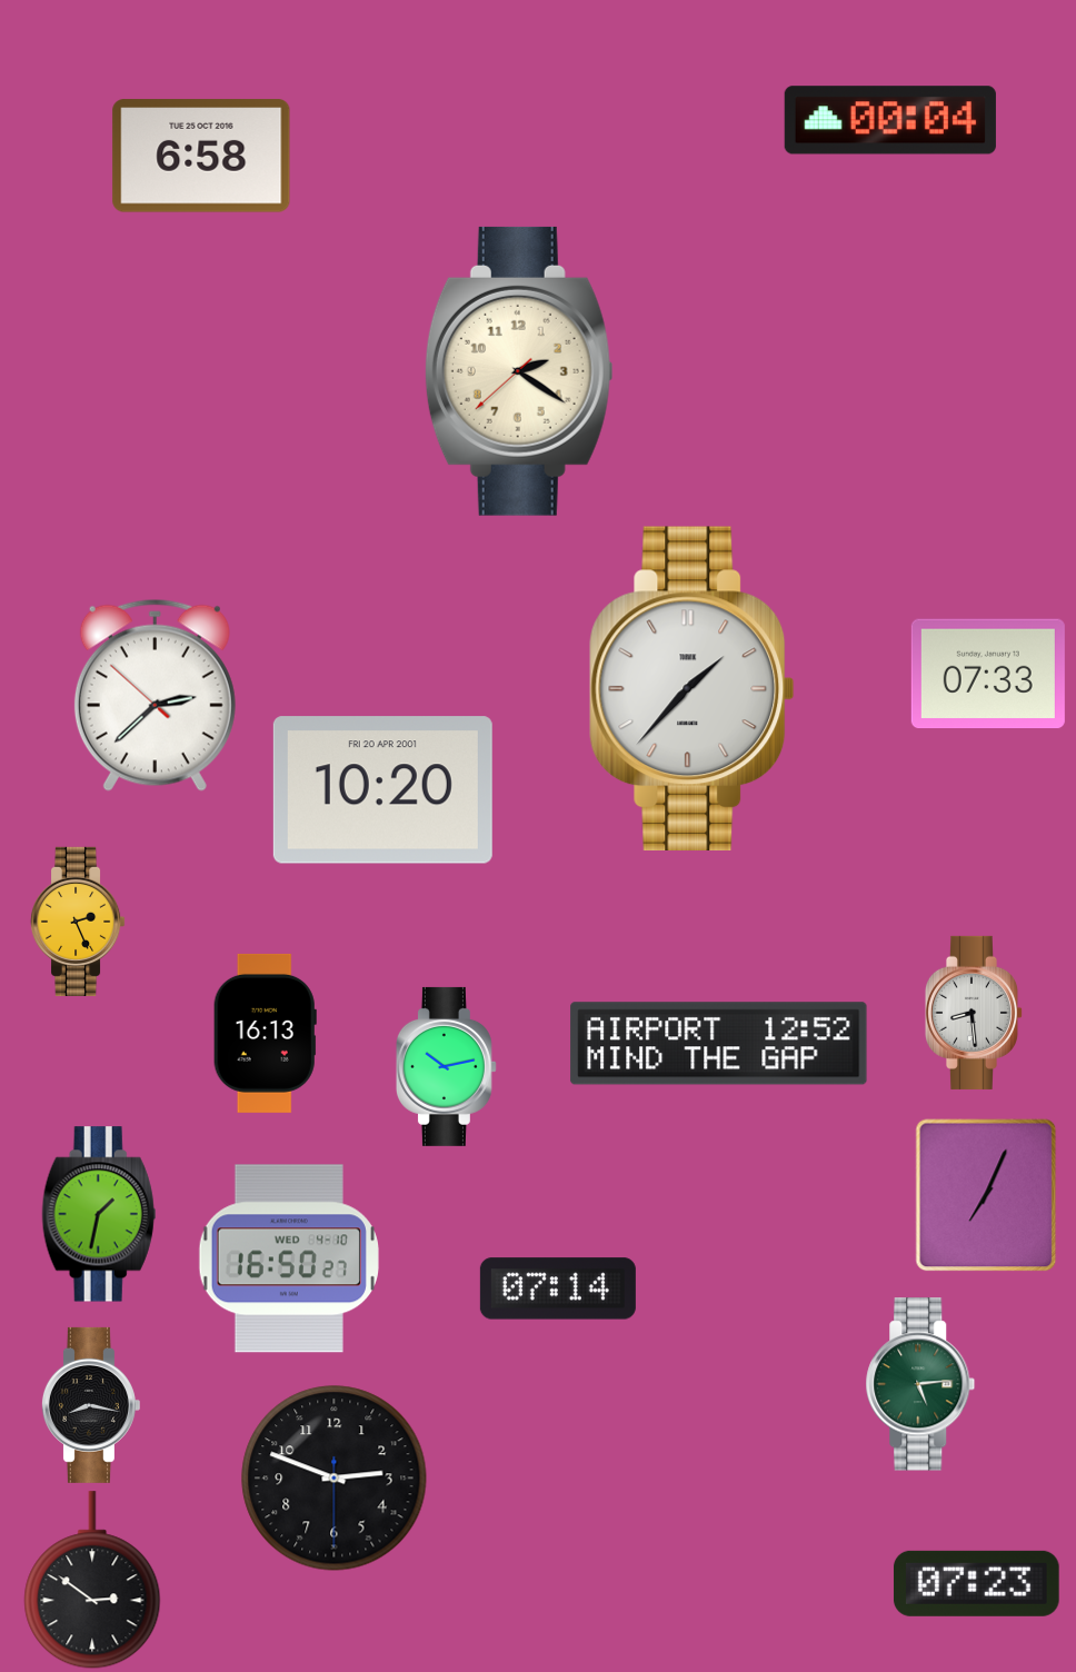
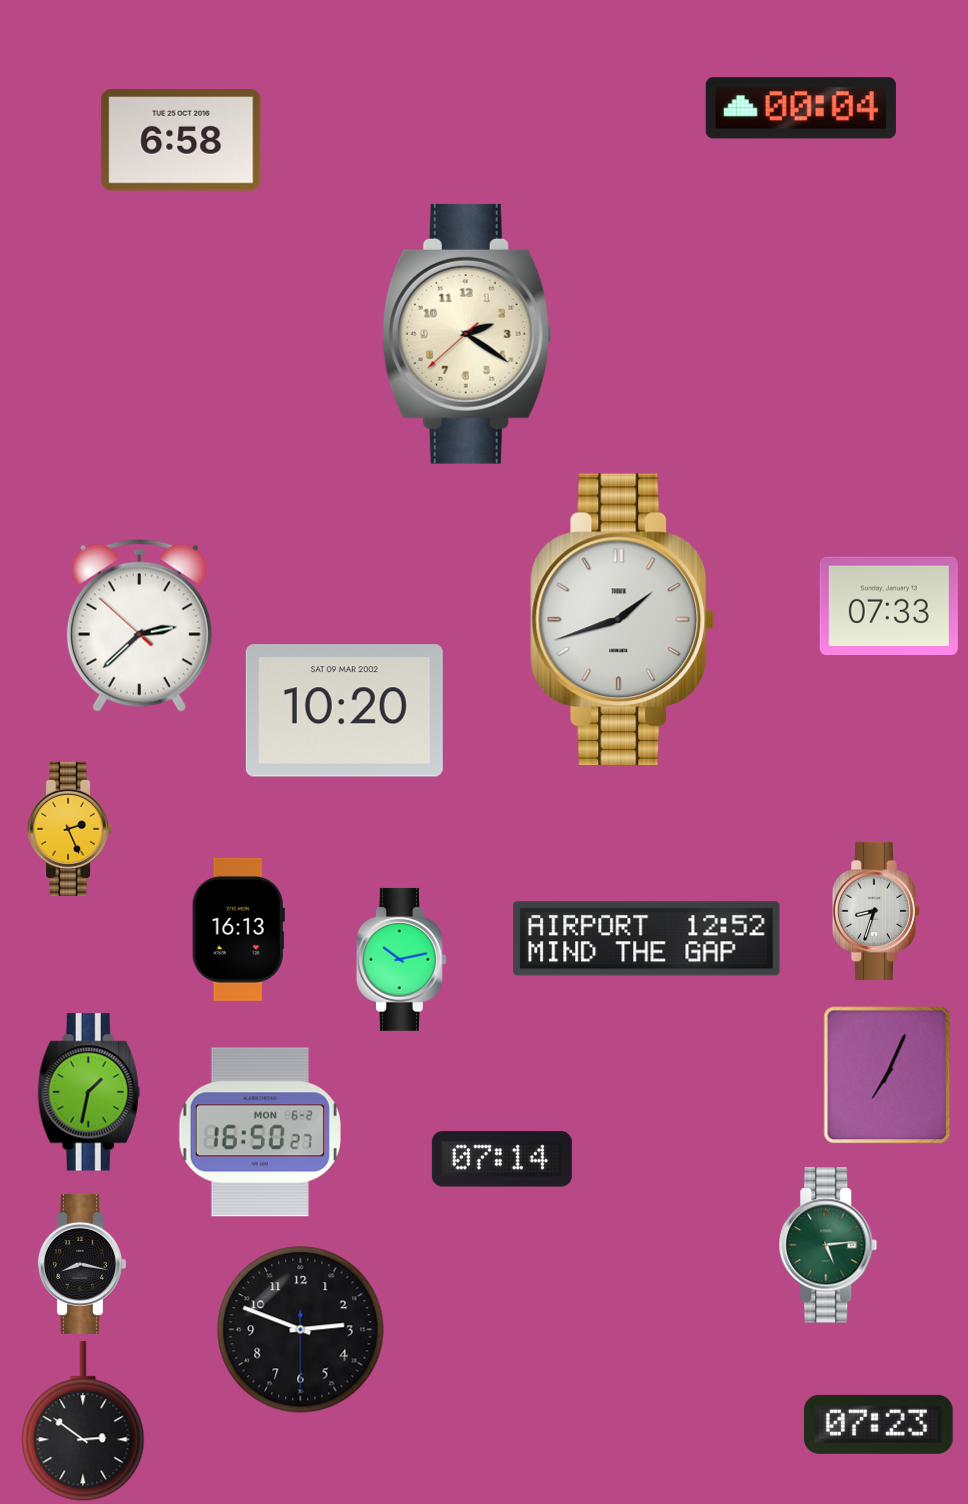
clock at (693, 688): 1:37 -> 1:42
clock at (382, 790) date: FRI 20 APR 2001 -> SAT 09 MAR 2002
clock at (973, 1013): 8:29 -> 8:33
clock at (289, 1258) date: WED 4-10 -> MON 6-2
